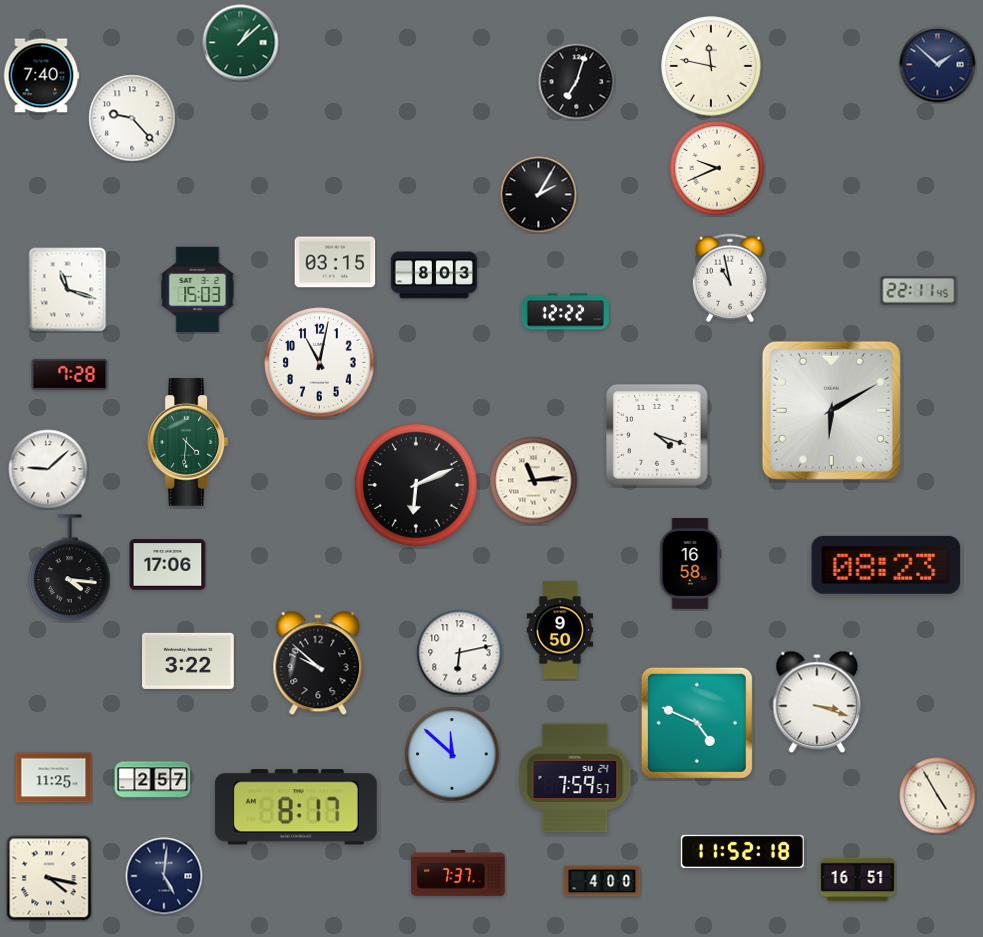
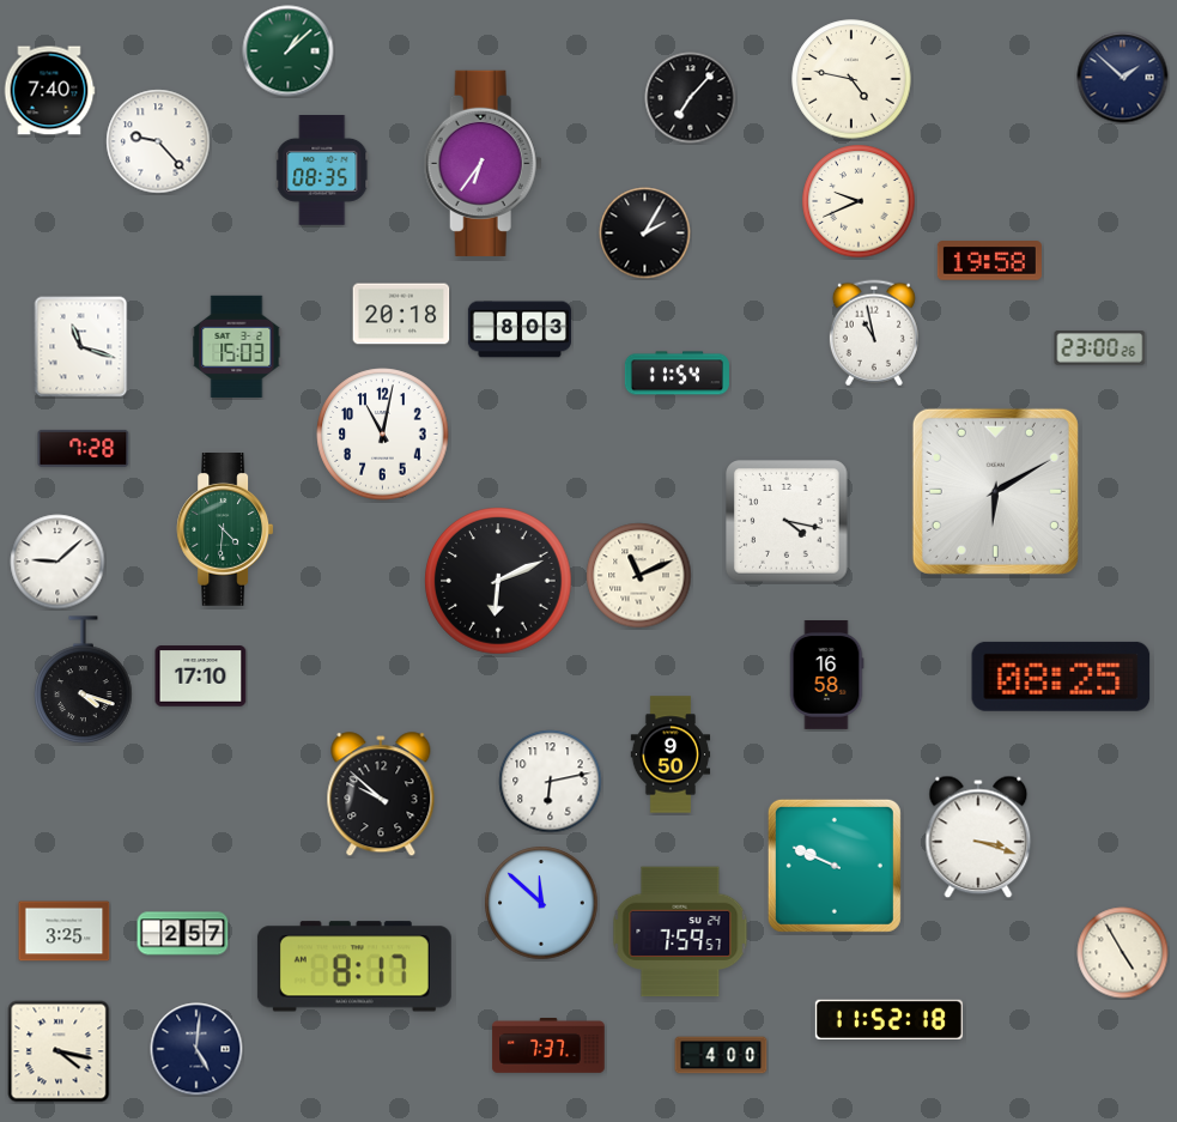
clock at (711, 66): 11:47 -> 4:47
clock at (577, 82): 7:03 -> 7:07
clock at (483, 163): none -> 6:36
clock at (322, 171): none -> 08:35
clock at (989, 261): none -> 19:58
clock at (335, 262): 03:15 -> 20:18
clock at (919, 291): 22:11 -> 23:00
clock at (565, 312): 12:22 -> 11:54
clock at (657, 435): 4:18 -> 4:17
clock at (534, 481): 11:14 -> 11:11
clock at (168, 565): 17:06 -> 17:10
clock at (886, 565): 08:23 -> 08:25
clock at (70, 567): 4:16 -> 4:18
clock at (189, 661): 3:22 -> none
clock at (817, 702) position: (817, 702) -> (978, 837)
clock at (697, 723): 4:49 -> 9:49
clock at (54, 778): 11:25 -> 3:25
clock at (575, 778) position: (575, 778) -> (680, 932)
clock at (858, 880): 16:51 -> none
